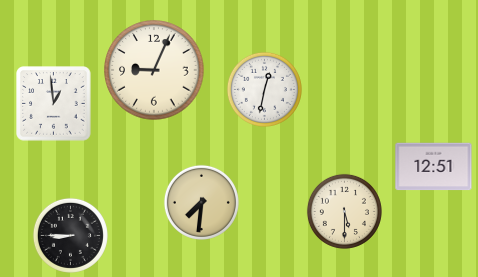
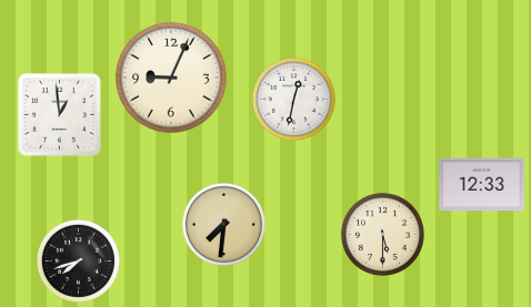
clock at (434, 167): 12:51 -> 12:33
clock at (70, 235): 8:45 -> 7:42
